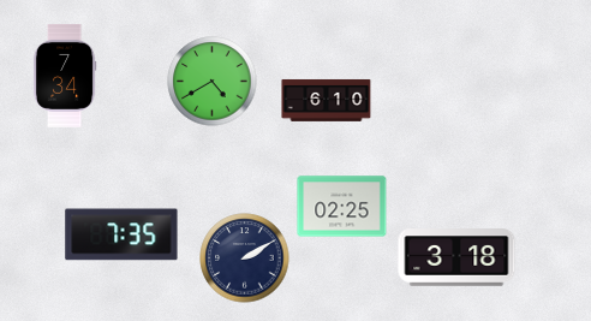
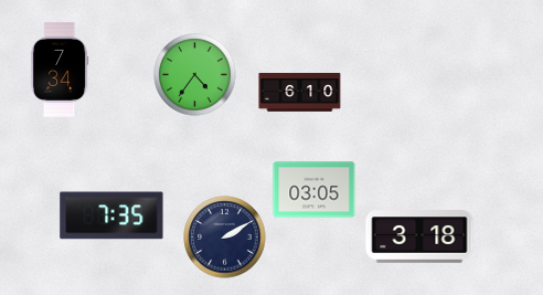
clock at (213, 82): 4:40 -> 4:36
clock at (342, 207): 02:25 -> 03:05
